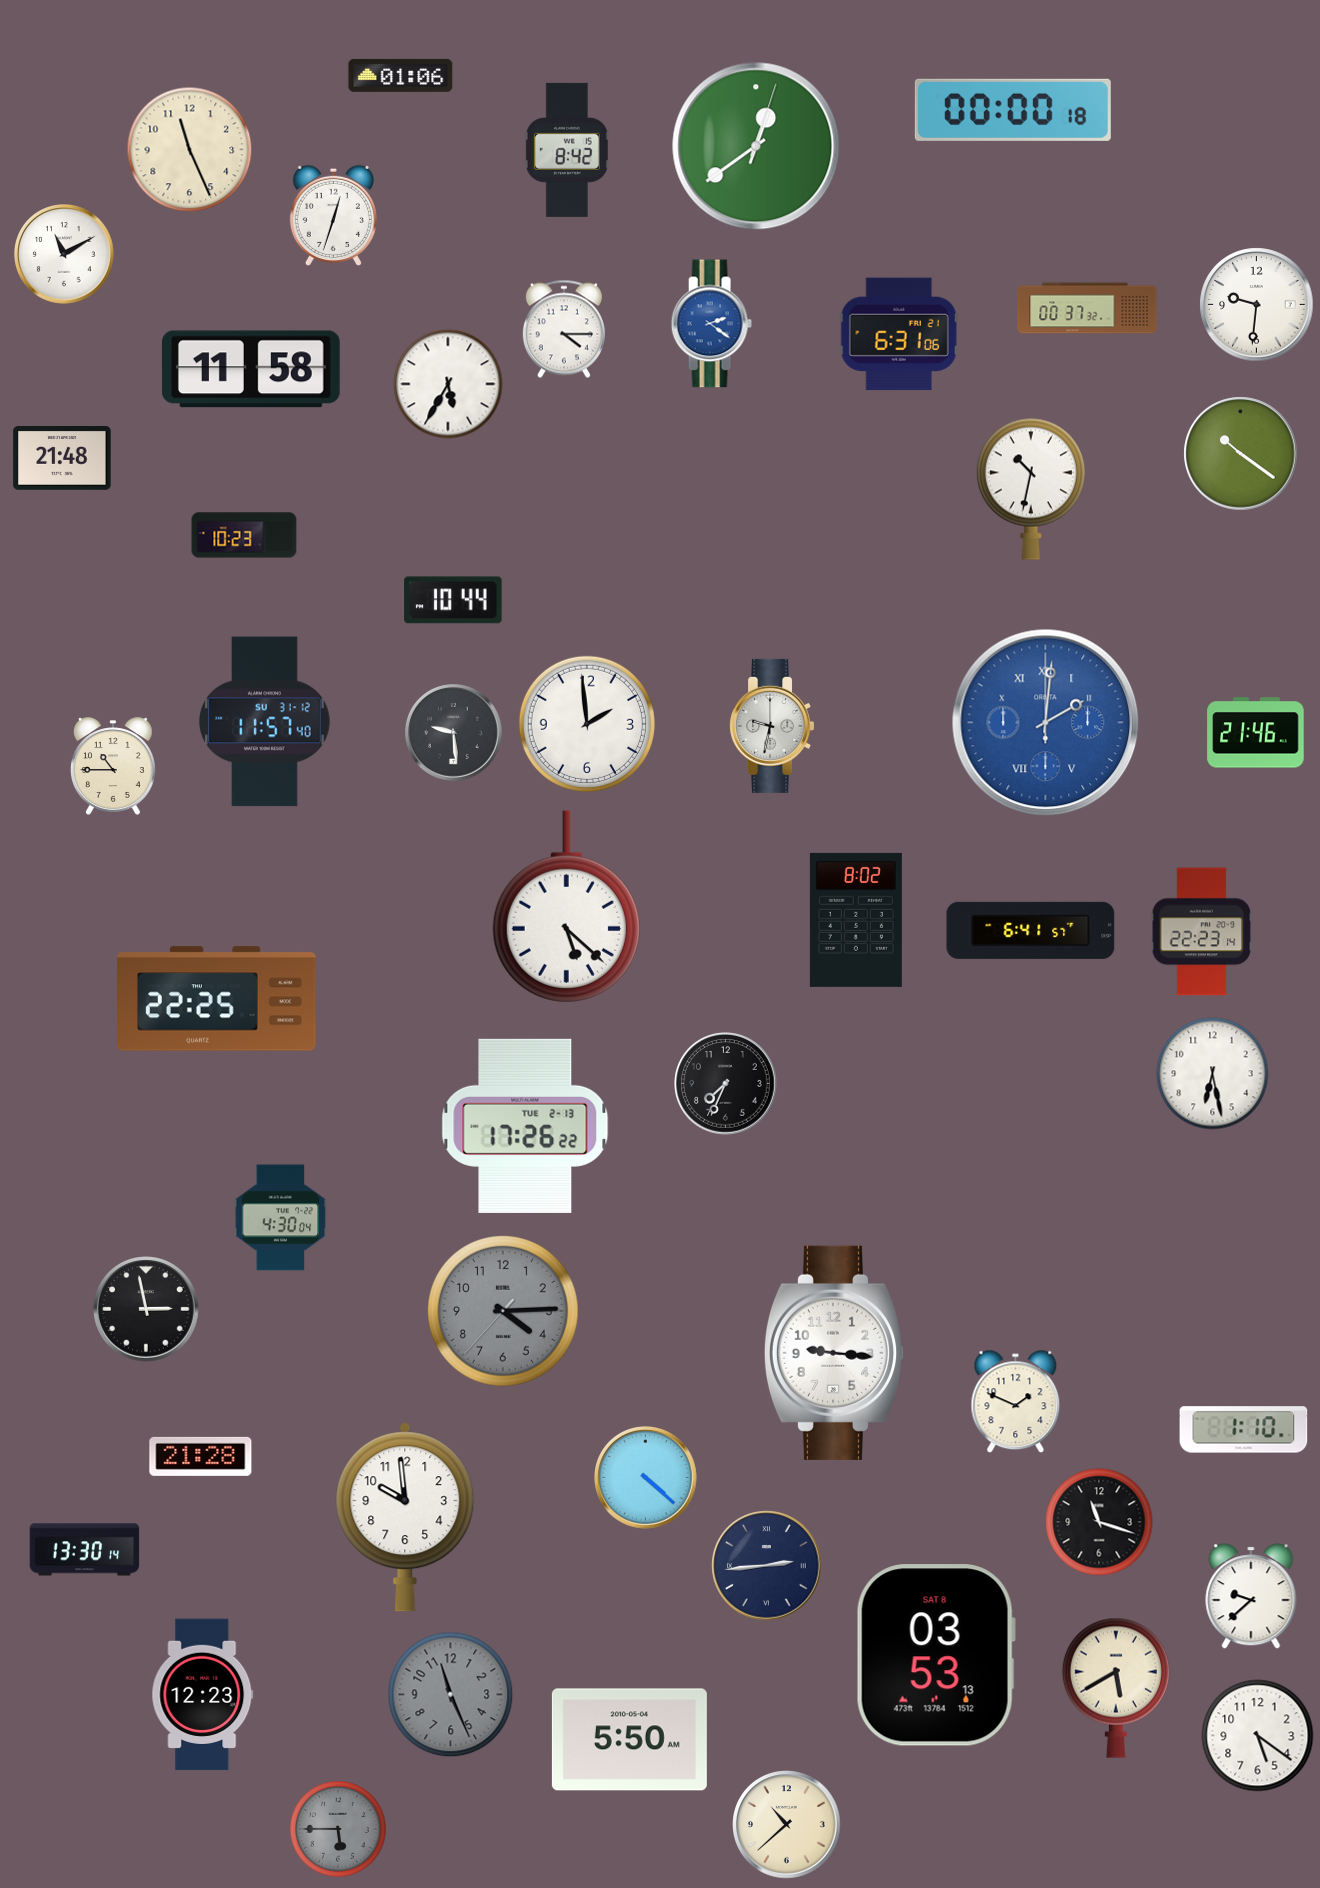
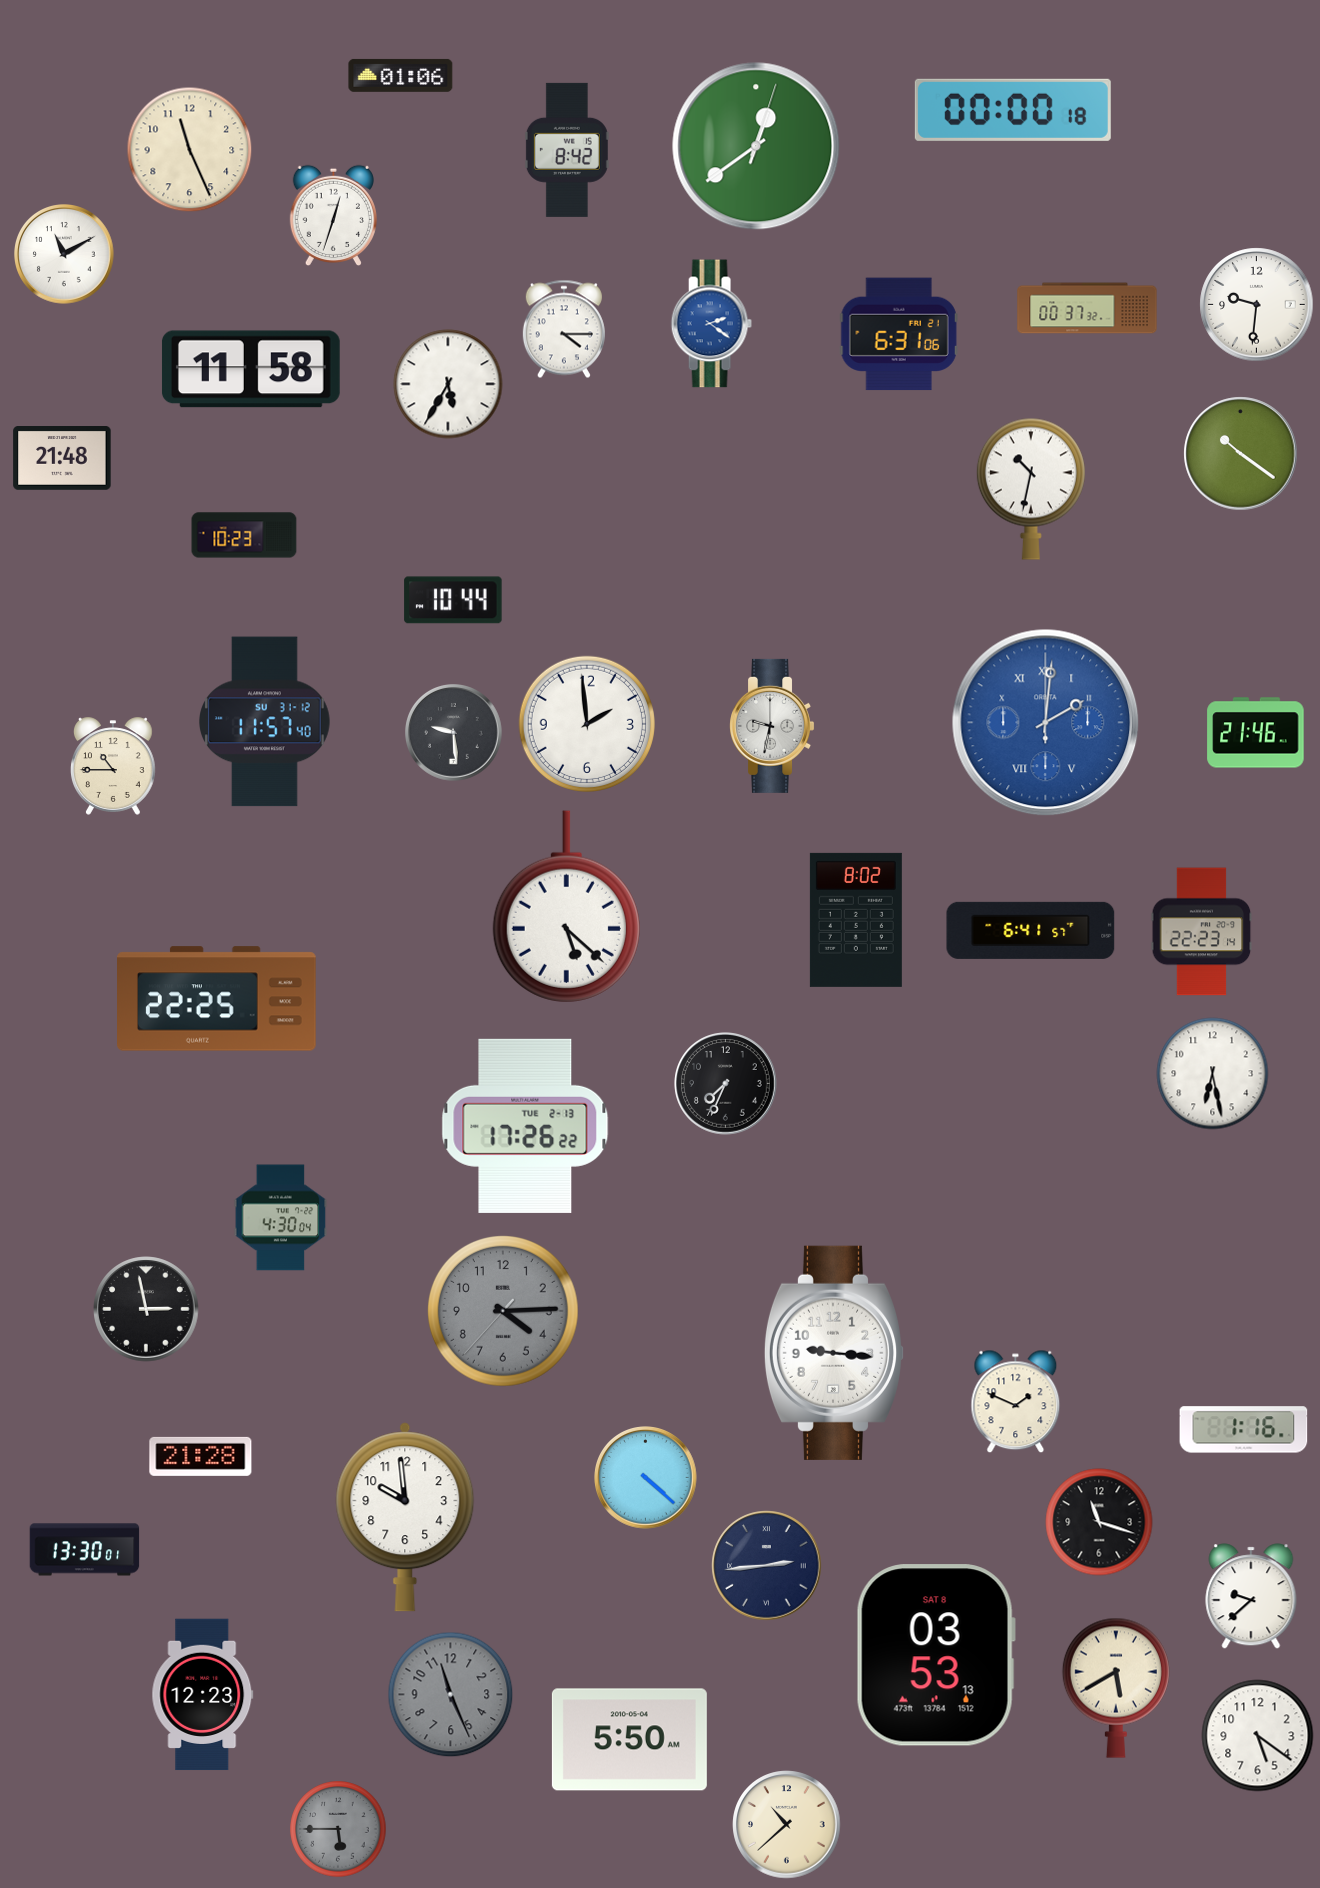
clock at (1244, 1430): 1:10 -> 1:16
clock at (85, 1550): 13:30:14 -> 13:30:01
